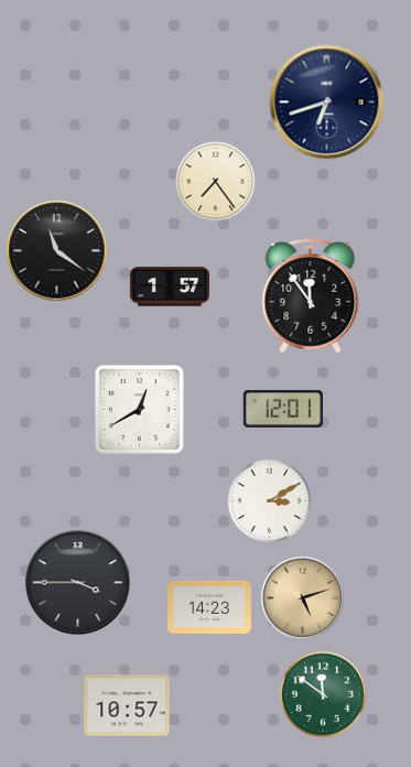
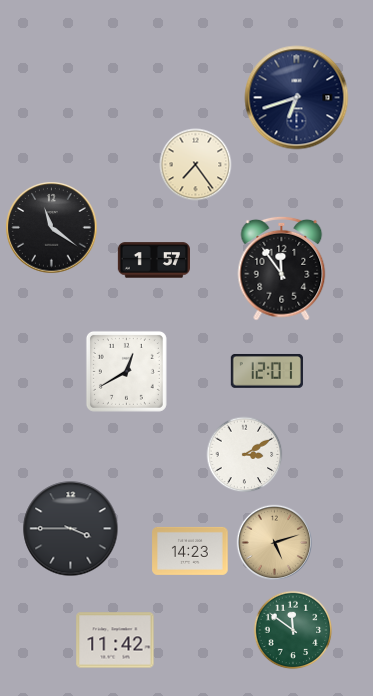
clock at (327, 102) position: (327, 102) -> (297, 98)
clock at (283, 409) position: (283, 409) -> (267, 371)
clock at (127, 705): 10:57 -> 11:42
